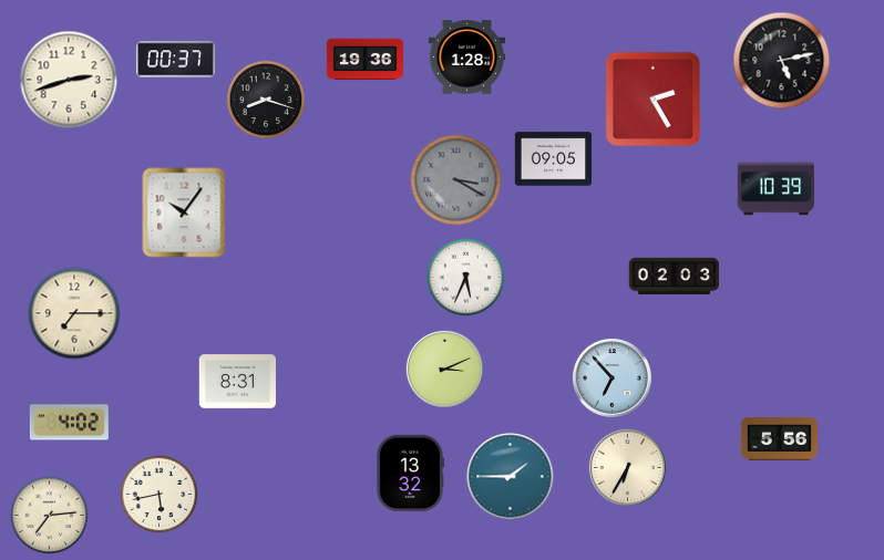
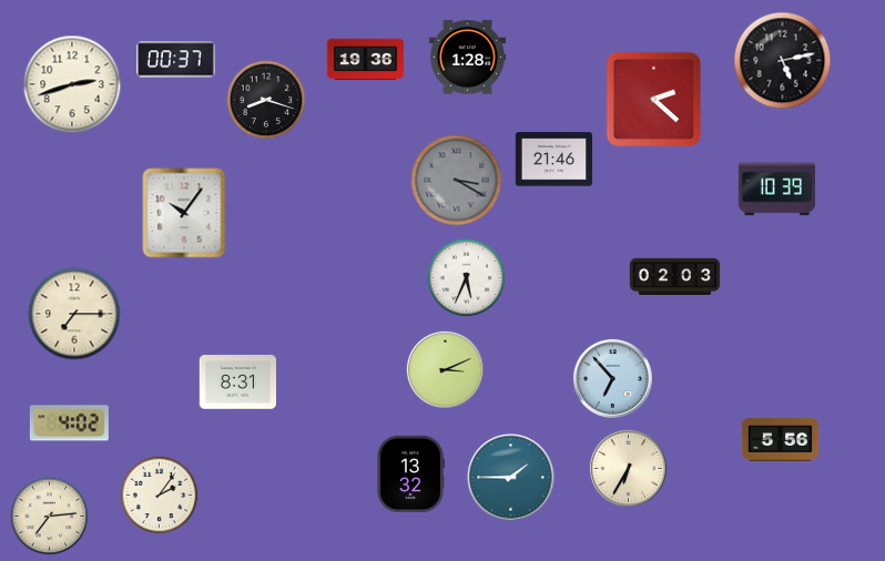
clock at (69, 80) position: (69, 80) -> (72, 84)
clock at (652, 98): 2:25 -> 2:22
clock at (554, 159): 09:05 -> 21:46
clock at (160, 495): 5:43 -> 2:06
